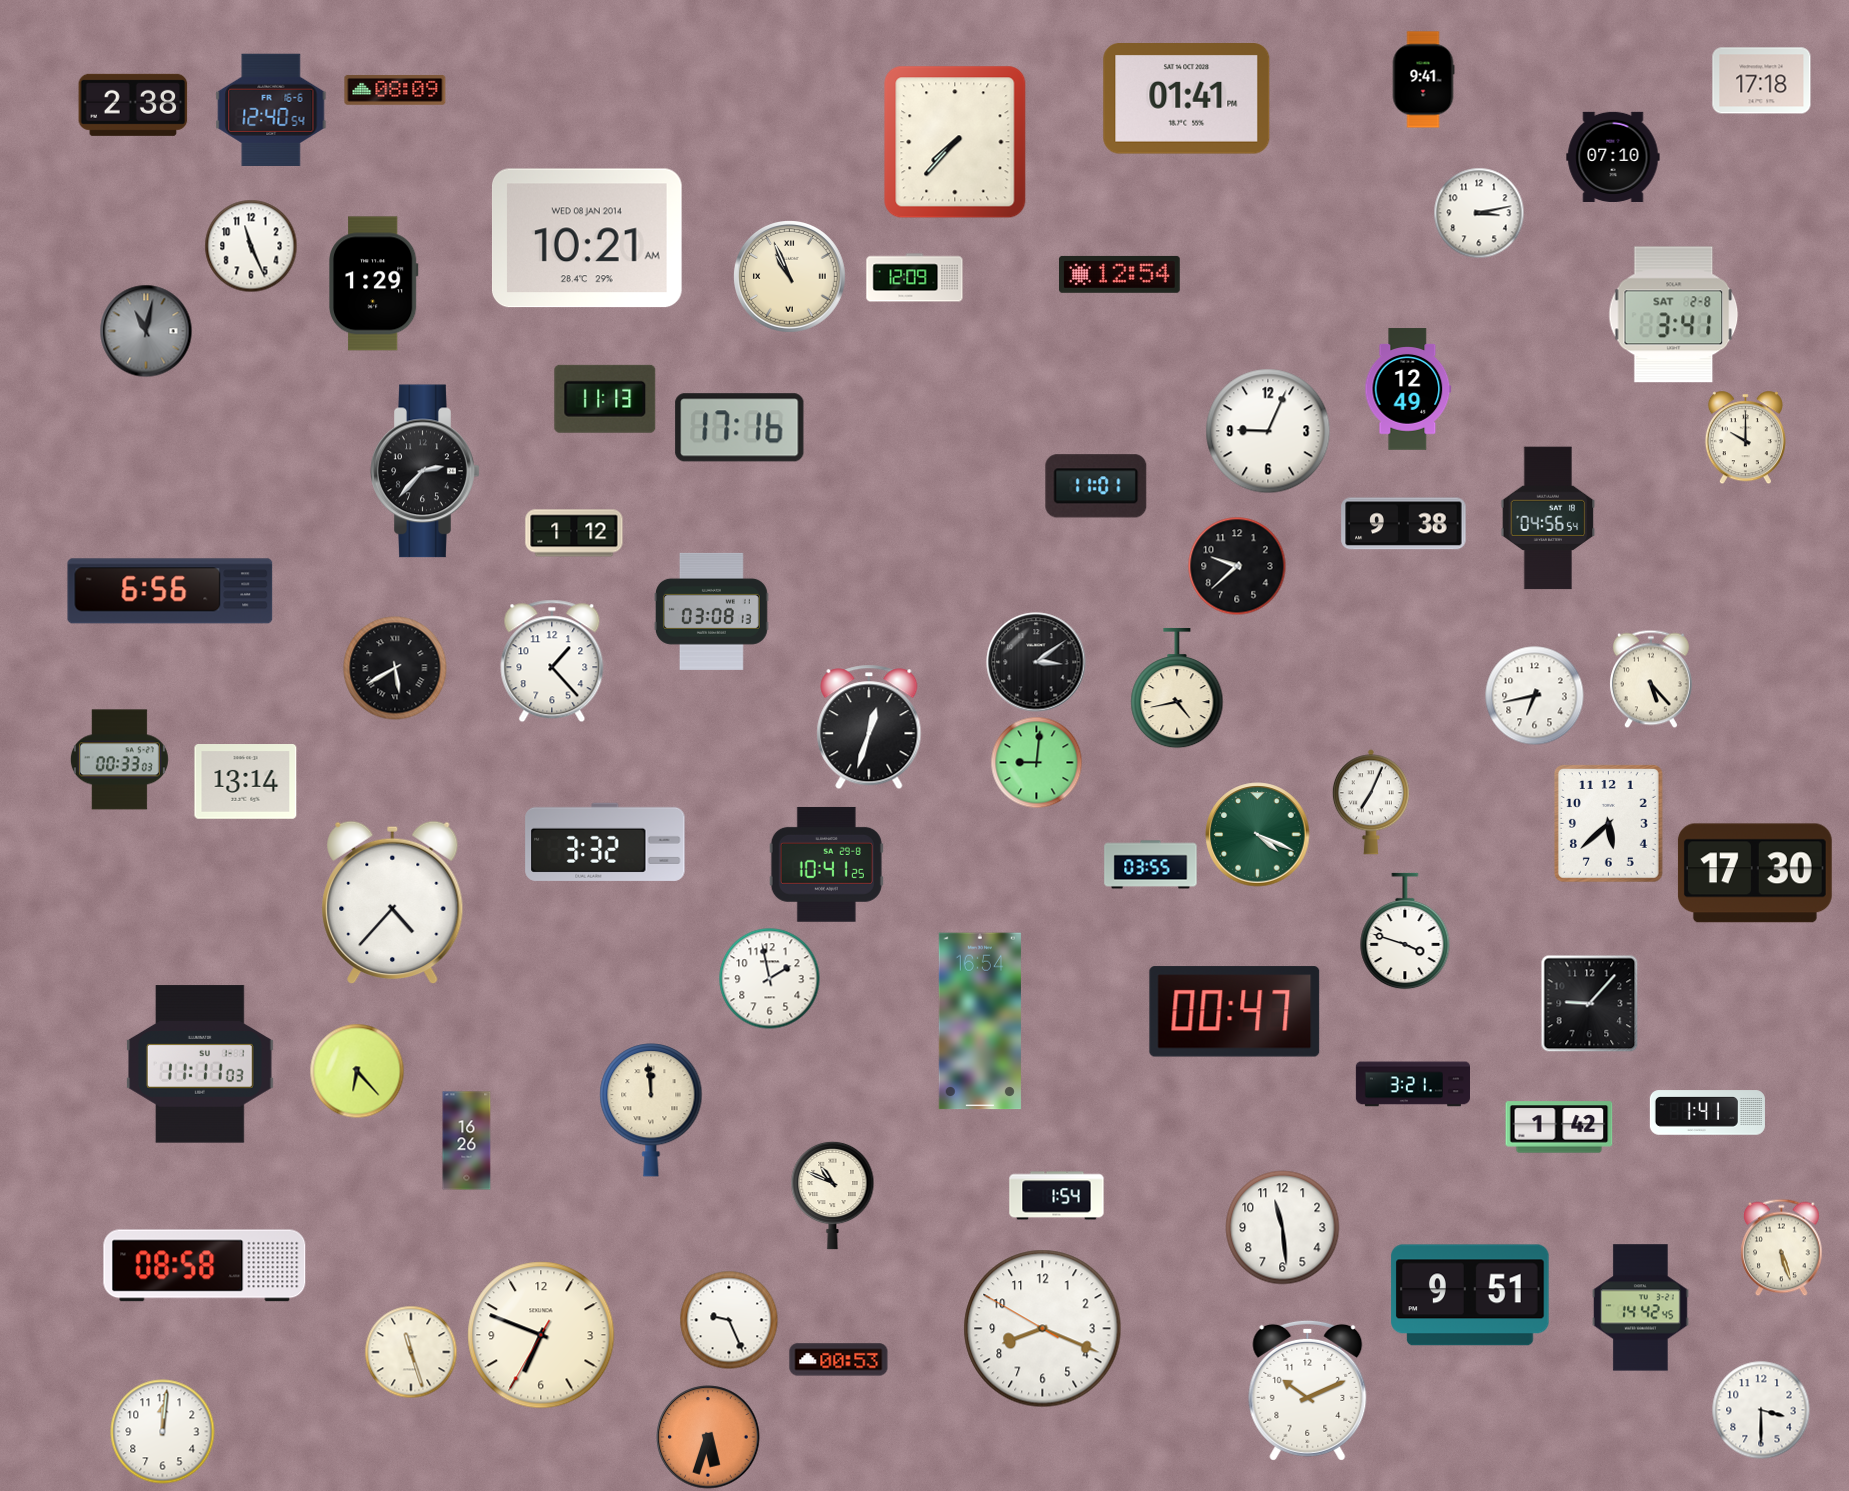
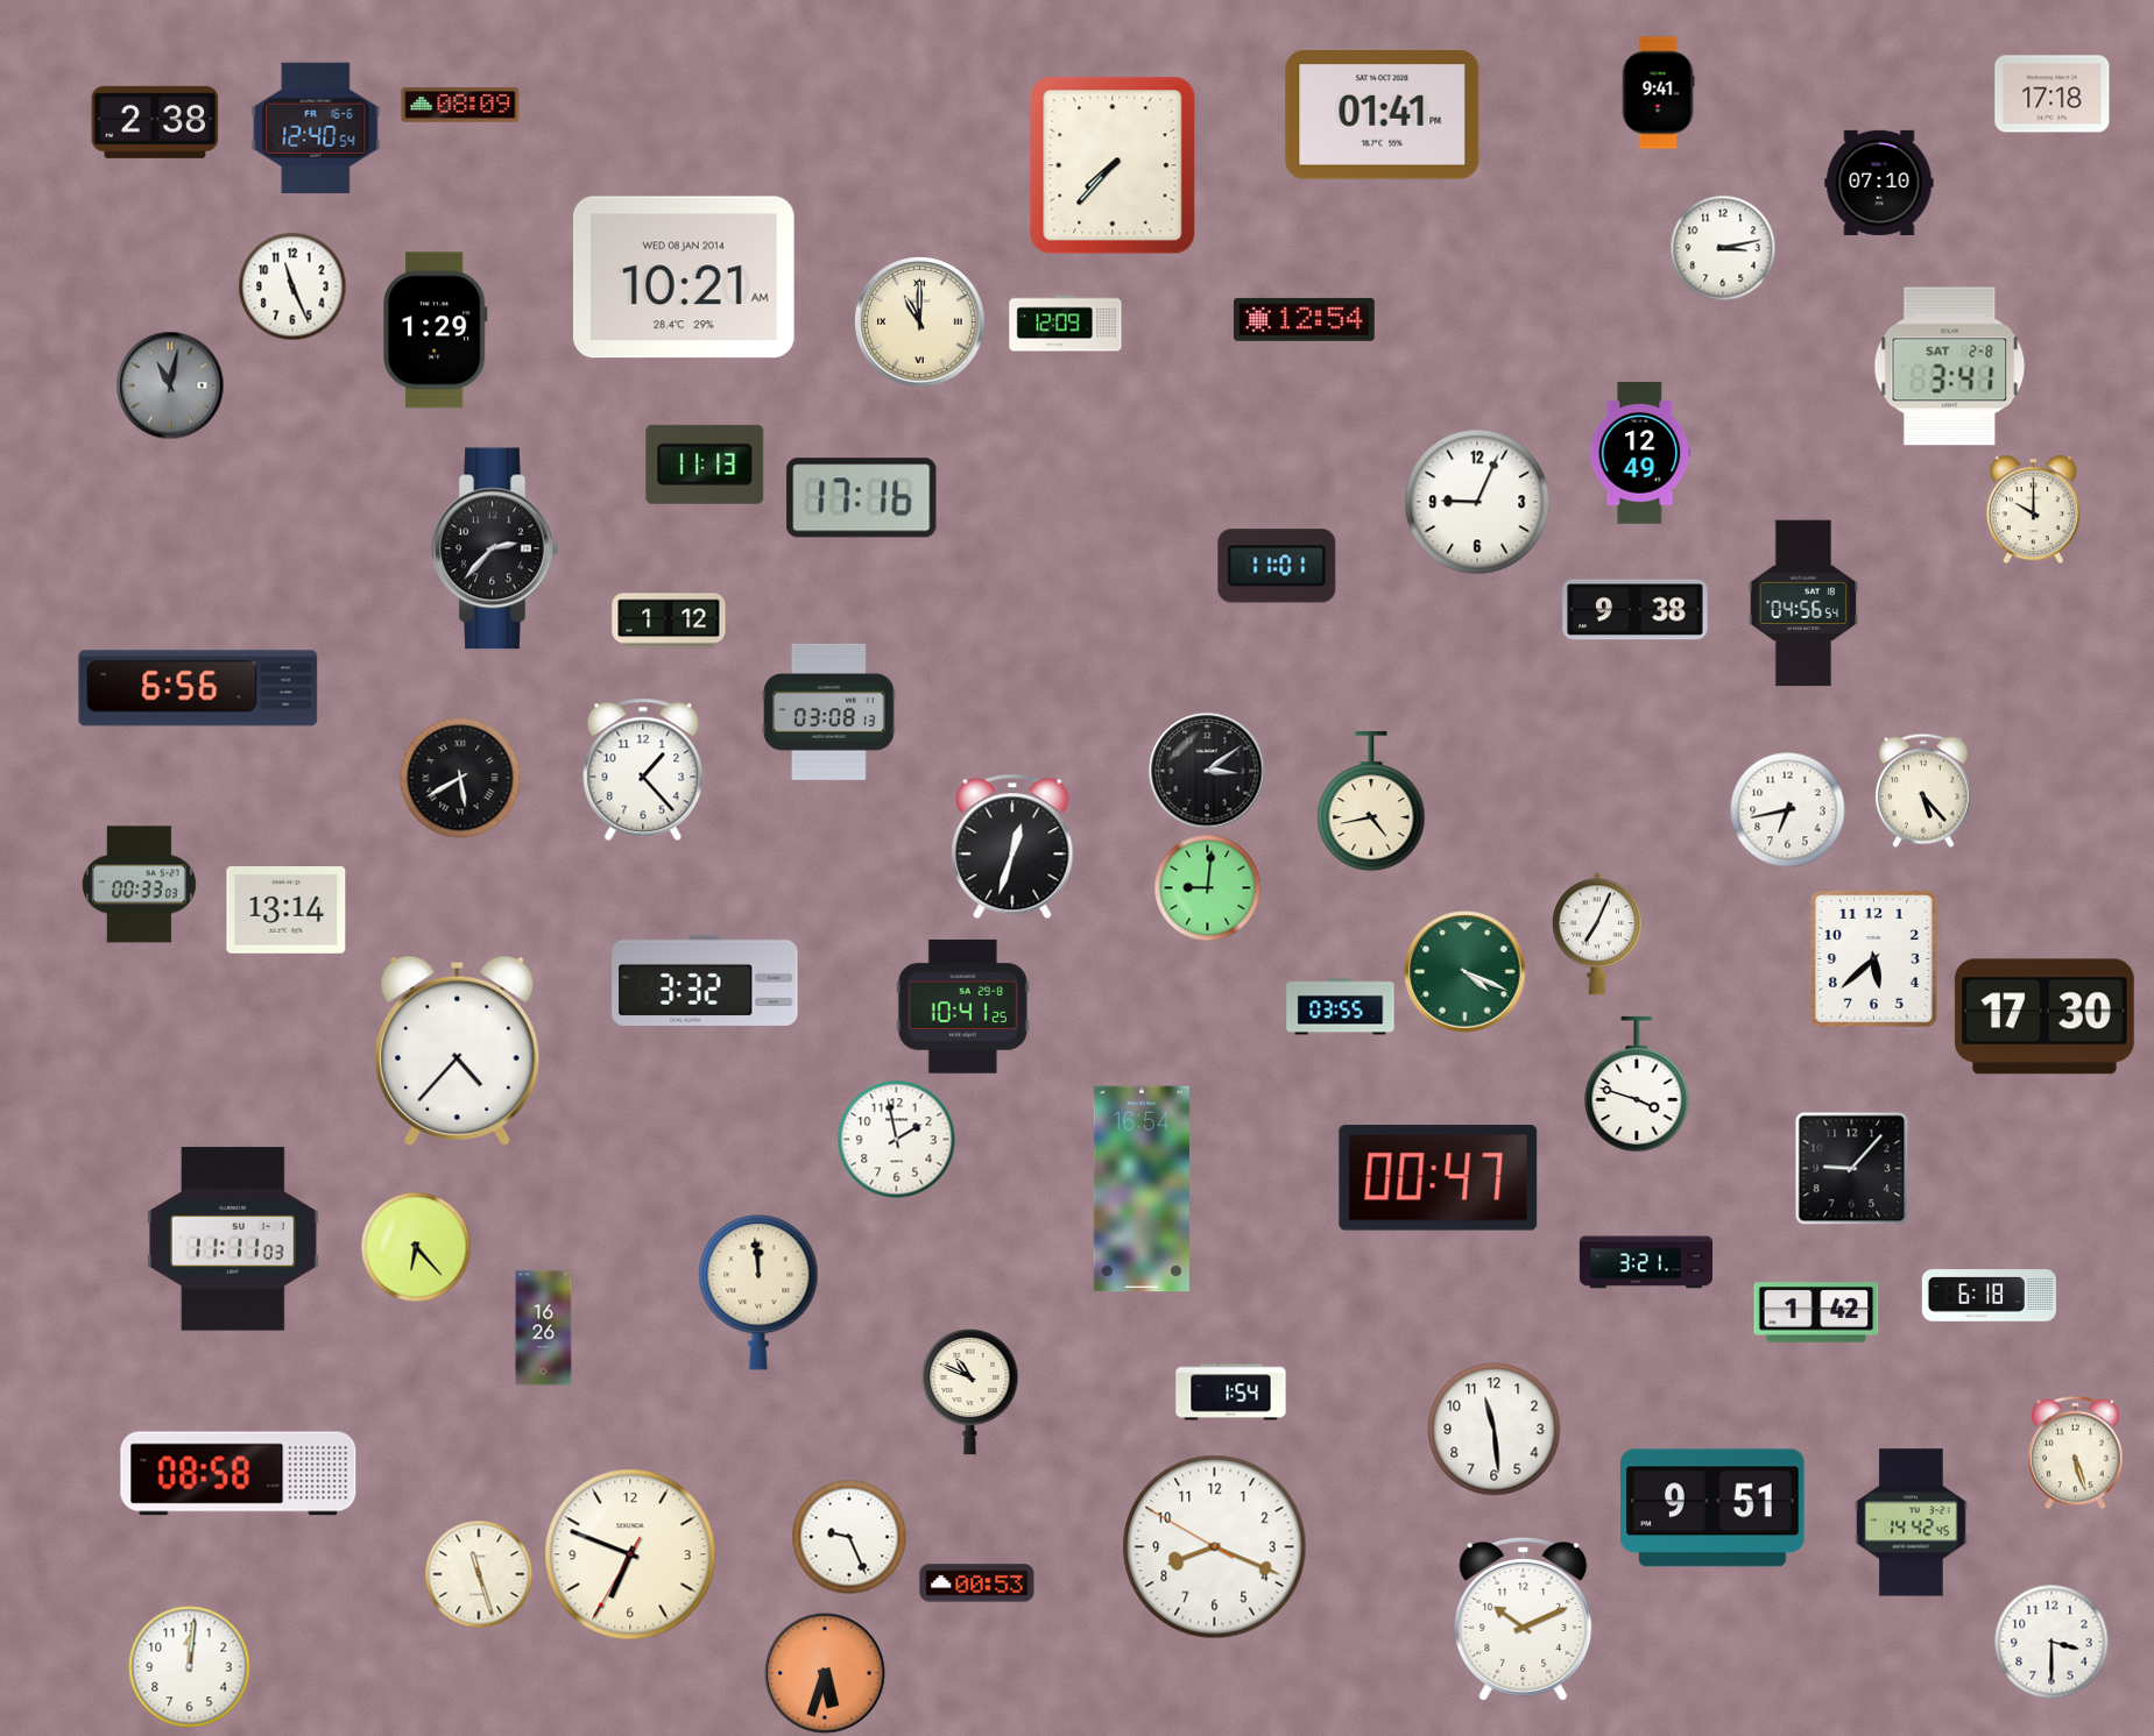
clock at (790, 277): 10:56 -> 11:00
clock at (1237, 566): 9:38 -> none
clock at (1707, 1113): 1:41 -> 6:18
